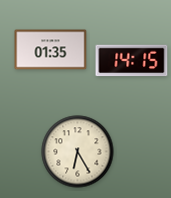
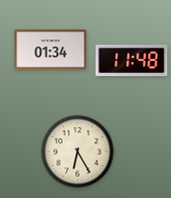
clock at (51, 50): 01:35 -> 01:34
clock at (132, 61): 14:15 -> 11:48
